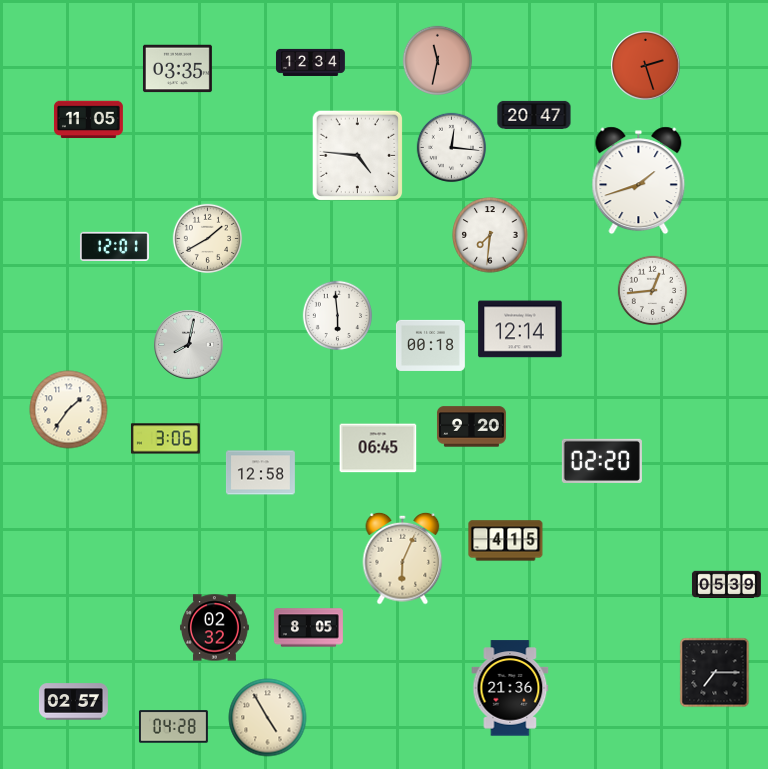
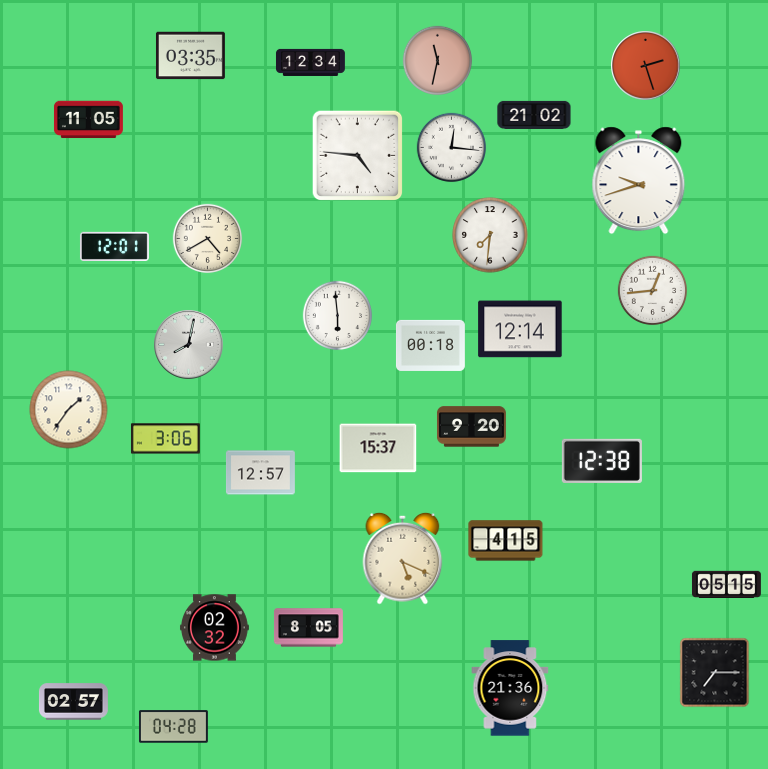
clock at (177, 69) position: (177, 69) -> (190, 56)
clock at (534, 115): 20:47 -> 21:02
clock at (639, 181): 1:42 -> 9:42
clock at (208, 239): 1:40 -> 4:40
clock at (378, 448): 06:45 -> 15:37
clock at (602, 461): 02:20 -> 12:38
clock at (260, 473): 12:58 -> 12:57
clock at (403, 558): 6:04 -> 5:19
clock at (726, 584): 05:39 -> 05:15
clock at (268, 718): 4:55 -> none
